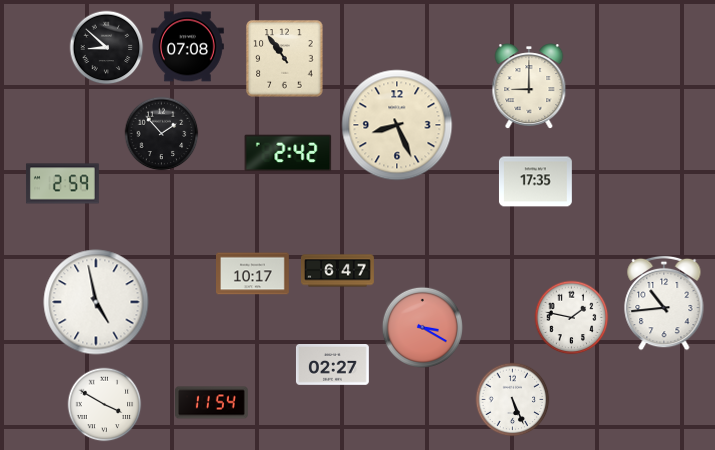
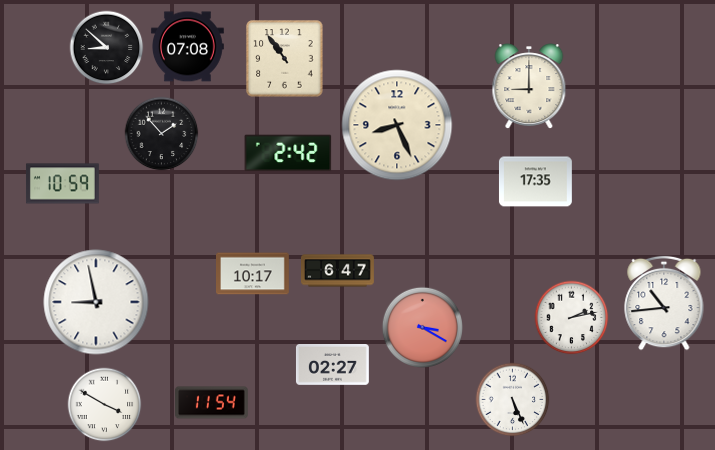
clock at (62, 184): 2:59 -> 10:59
clock at (96, 302): 4:58 -> 8:58
clock at (572, 318): 1:47 -> 2:13
